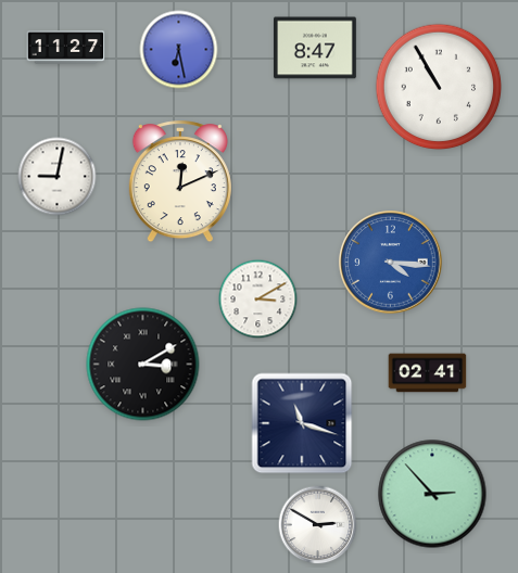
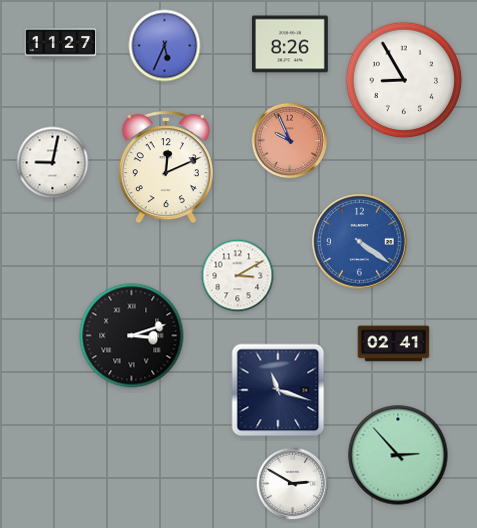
clock at (315, 48): 8:47 -> 8:26
clock at (179, 50): 6:28 -> 5:34
clock at (439, 87): 10:55 -> 8:55
clock at (290, 141): none -> 9:56
clock at (391, 263): 4:16 -> 4:21
clock at (143, 365): 3:10 -> 3:12
